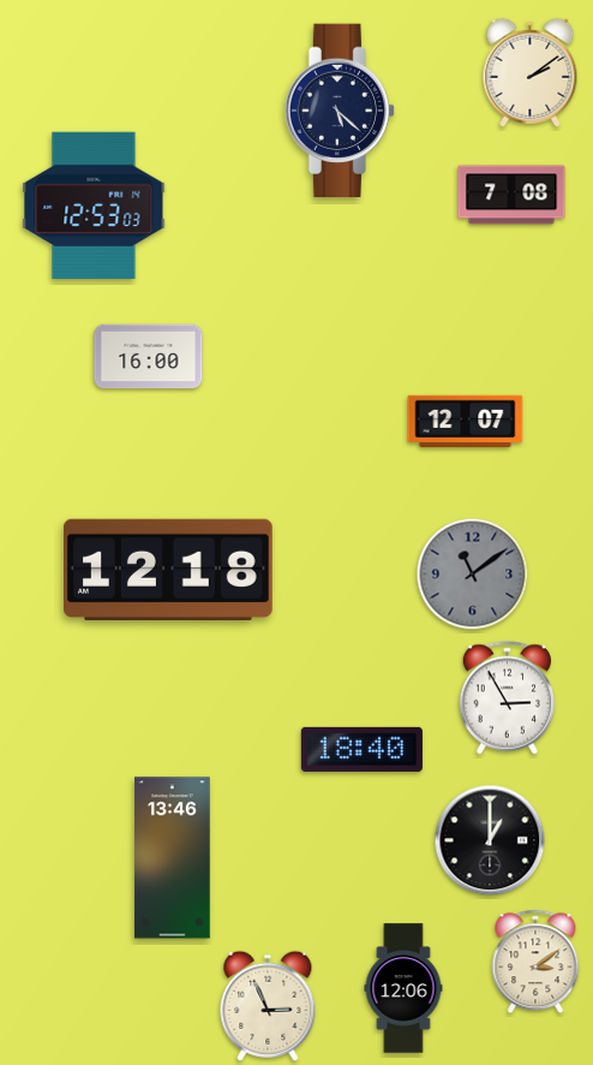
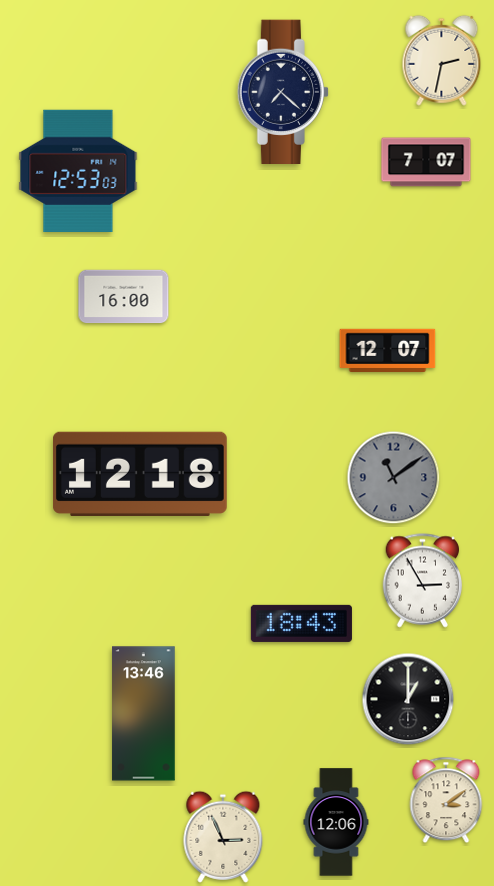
clock at (531, 72): 2:09 -> 2:32
clock at (339, 111): 5:22 -> 7:22
clock at (511, 195): 7:08 -> 7:07
clock at (361, 749): 18:40 -> 18:43
